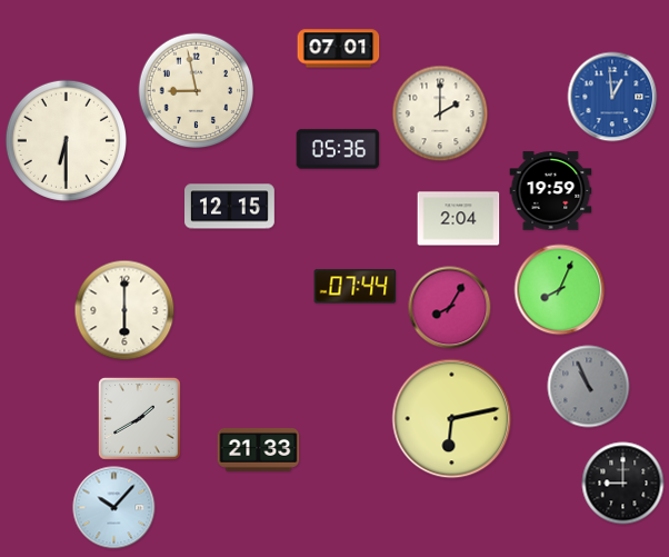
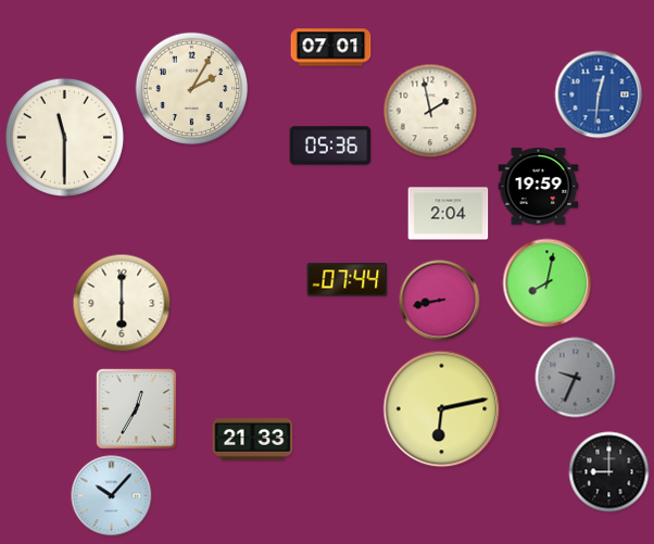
clock at (197, 91): 8:58 -> 2:05
clock at (612, 97): 12:59 -> 12:31
clock at (440, 113): 2:00 -> 1:58
clock at (66, 140): 6:30 -> 11:30
clock at (230, 207): 12:15 -> none
clock at (560, 290): 8:04 -> 8:02
clock at (450, 308): 8:05 -> 8:43
clock at (589, 387): 10:56 -> 9:34
clock at (140, 419): 1:40 -> 12:35
